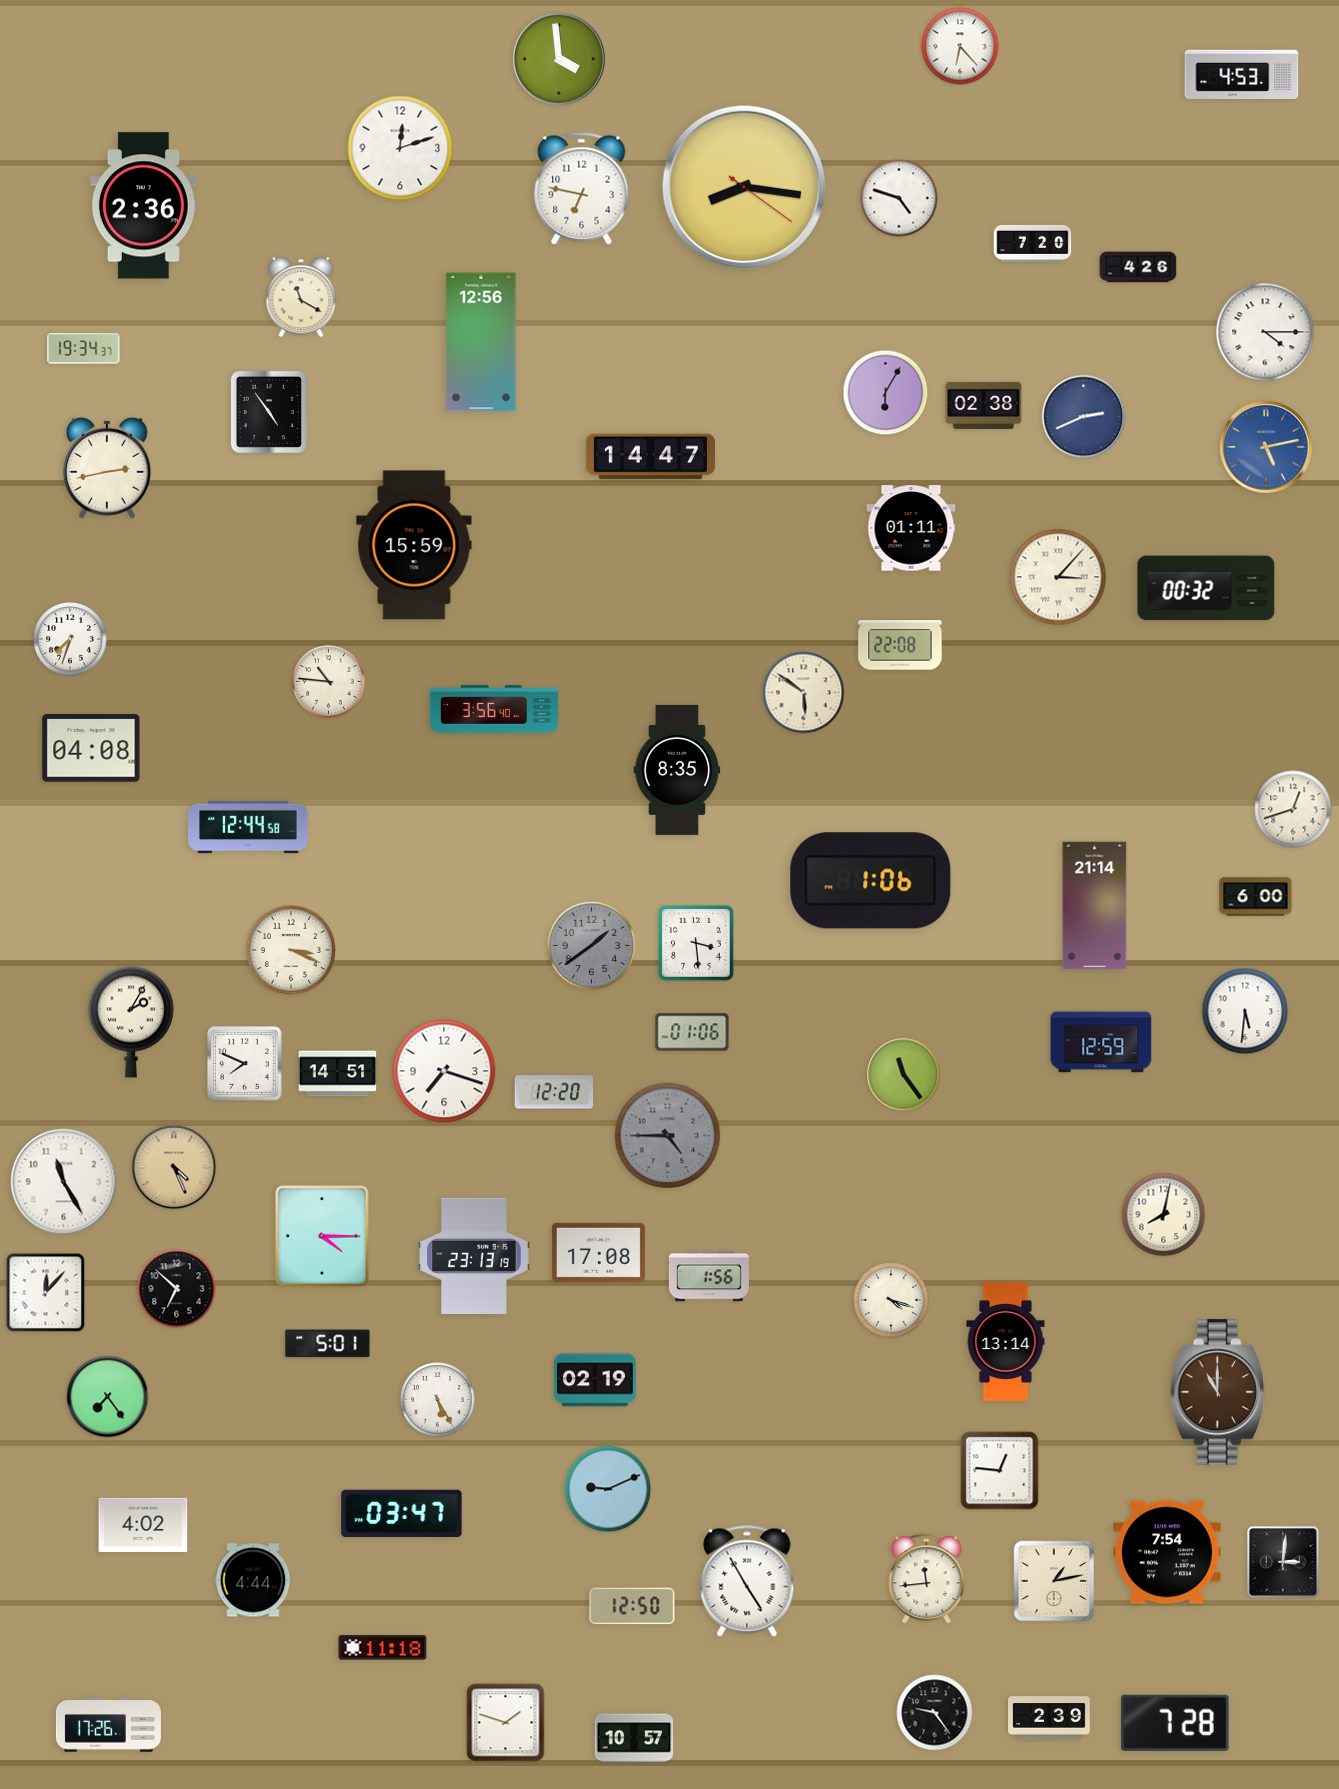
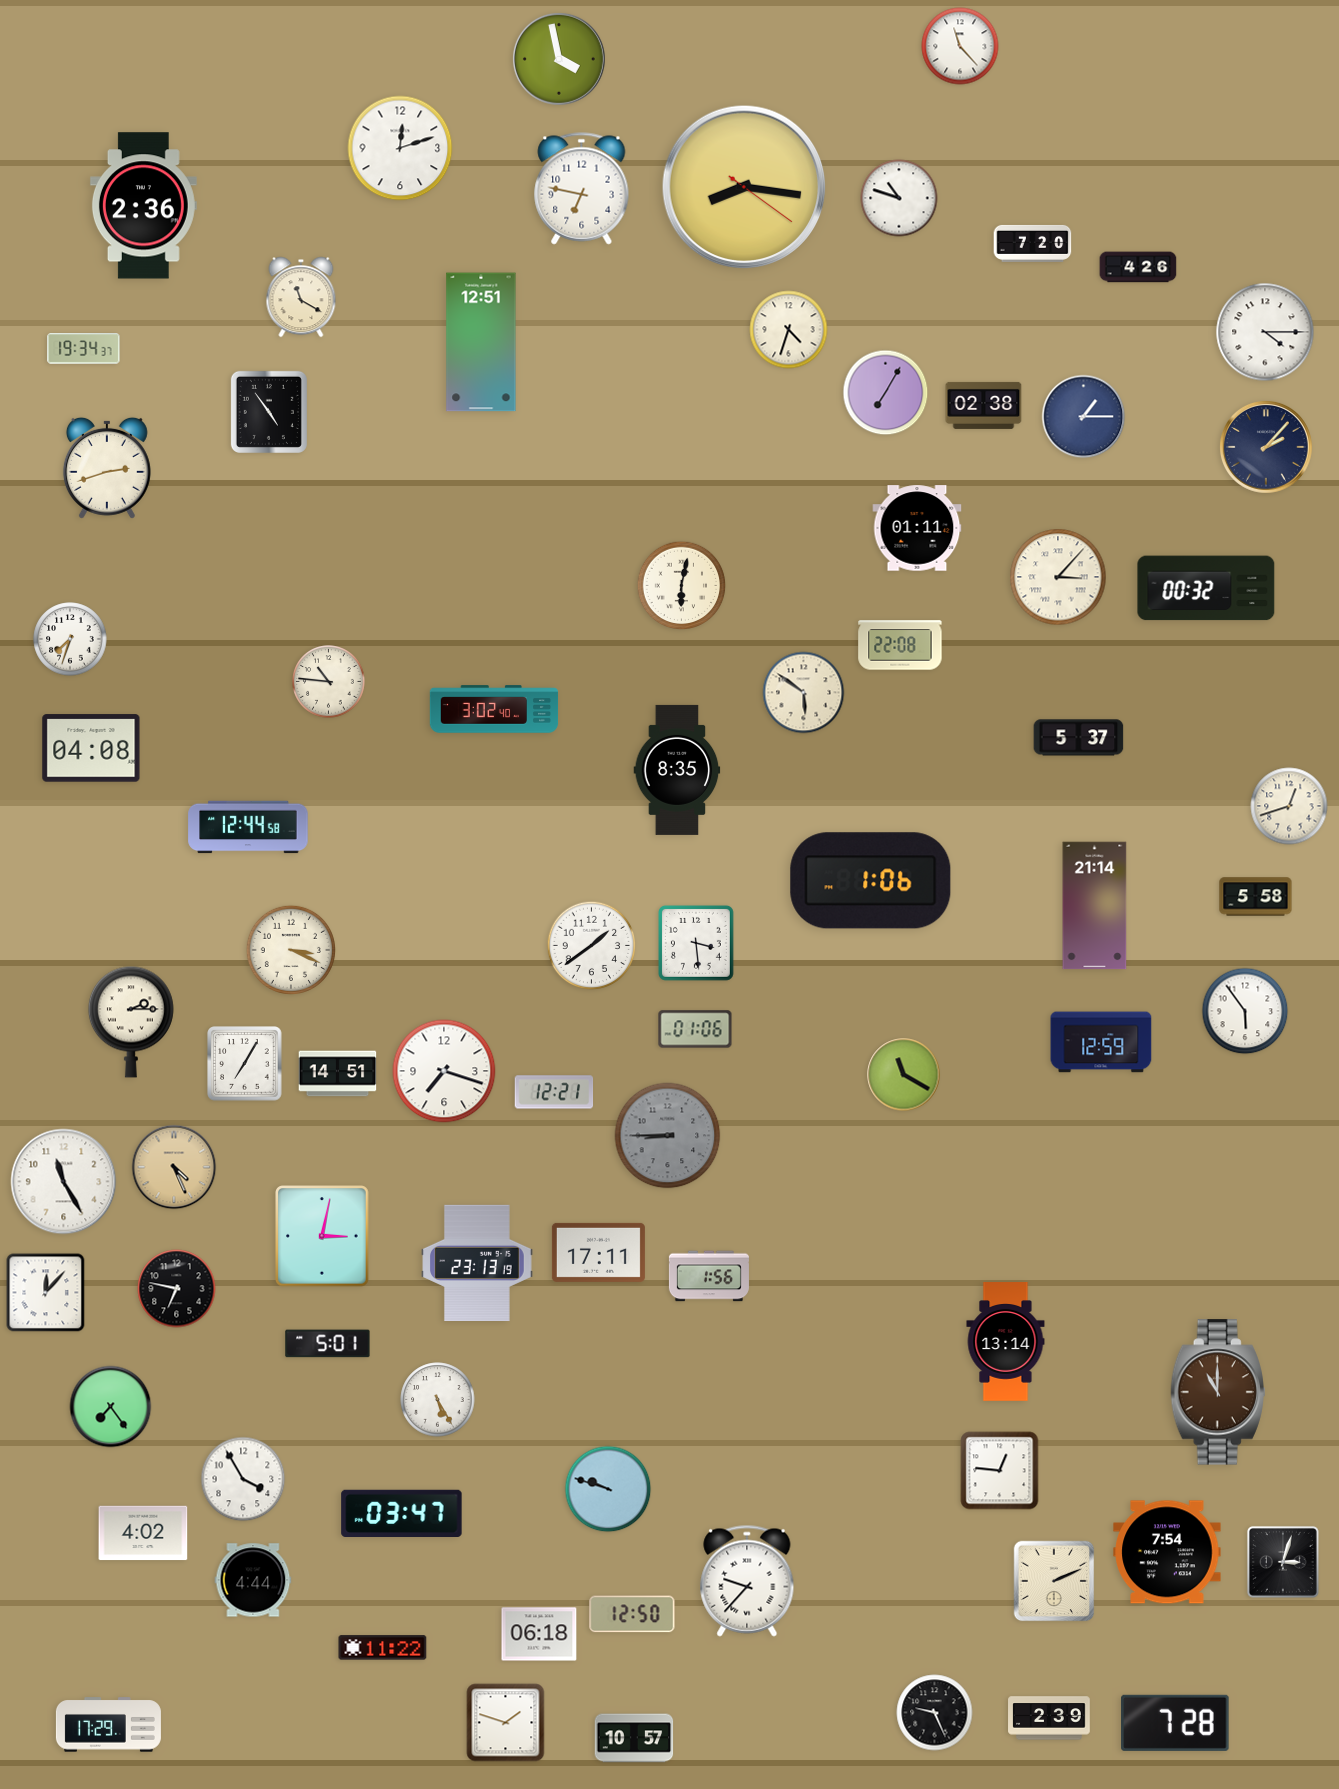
clock at (960, 46): 6:23 -> 11:23
clock at (559, 59): 3:59 -> 3:58
clock at (1242, 74): 4:53 -> none
clock at (899, 198): 4:48 -> 10:48
clock at (789, 330): none -> 4:33
clock at (481, 342): 12:56 -> 12:51
clock at (886, 393): 6:05 -> 7:05
clock at (1084, 417): 2:41 -> 1:15
clock at (1266, 447): 5:13 -> 2:07
clock at (1266, 447) dial: blue -> navy
clock at (650, 457): 14:47 -> none
clock at (107, 468): 2:43 -> 2:42
clock at (911, 528) position: (911, 528) -> (917, 528)
clock at (414, 545): 15:59 -> none
clock at (682, 586): none -> 6:02
clock at (494, 709): 3:56 -> 3:02
clock at (1079, 738): none -> 5:37
clock at (1293, 809) position: (1293, 809) -> (1289, 806)
clock at (1256, 897): 6:00 -> 5:58
clock at (592, 946) dial: grey -> white
clock at (1245, 1011): 5:31 -> 5:54
clock at (131, 1022): 2:05 -> 2:15
clock at (692, 1032) position: (692, 1032) -> (695, 1029)
clock at (245, 1064): 7:49 -> 7:05
clock at (904, 1075): 11:24 -> 11:20
clock at (554, 1092): 12:20 -> 12:21
clock at (668, 1136): 4:45 -> 8:45
clock at (1164, 1215): 8:02 -> none
clock at (322, 1236): 4:15 -> 3:02
clock at (598, 1252): 17:08 -> 17:11
clock at (474, 1255) position: (474, 1255) -> (477, 1262)
clock at (177, 1289): 6:52 -> 6:47
clock at (891, 1300): 4:18 -> none
clock at (596, 1380): 02:19 -> none
clock at (108, 1397) position: (108, 1397) -> (111, 1407)
clock at (243, 1479): none -> 3:55
clock at (608, 1489): 9:11 -> 9:48
clock at (143, 1525) position: (143, 1525) -> (143, 1533)
clock at (1283, 1562): 3:01 -> 3:03
clock at (927, 1579): 11:44 -> none
clock at (747, 1581): 4:55 -> 9:37
clock at (1054, 1581): 1:13 -> 2:11
clock at (632, 1606) position: (632, 1606) -> (632, 1614)
clock at (539, 1634): none -> 06:18
clock at (383, 1648): 11:18 -> 11:22
clock at (935, 1713): 9:24 -> 9:26
clock at (108, 1725): 17:26 -> 17:29
